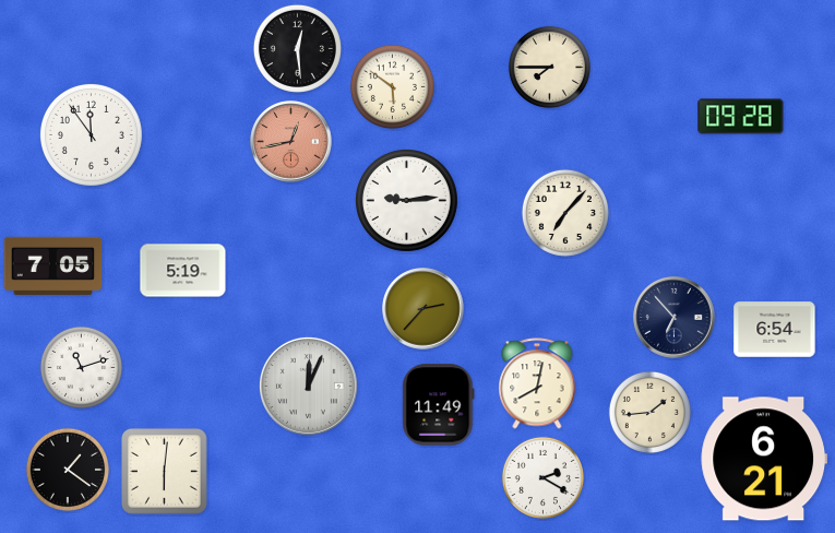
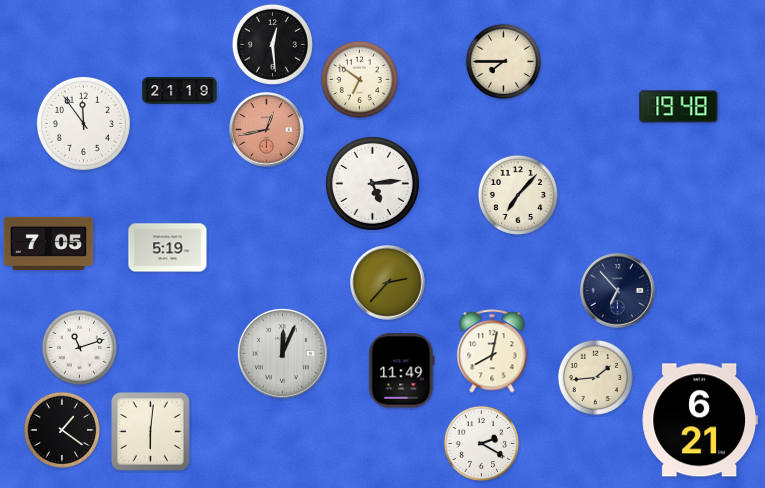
clock at (392, 86): 5:51 -> 6:51
clock at (180, 91): none -> 21:19
clock at (741, 117): 09:28 -> 19:48
clock at (406, 200): 9:14 -> 5:14
clock at (775, 330): 6:54 -> none
clock at (81, 367) position: (81, 367) -> (79, 347)
clock at (542, 477) position: (542, 477) -> (481, 443)
